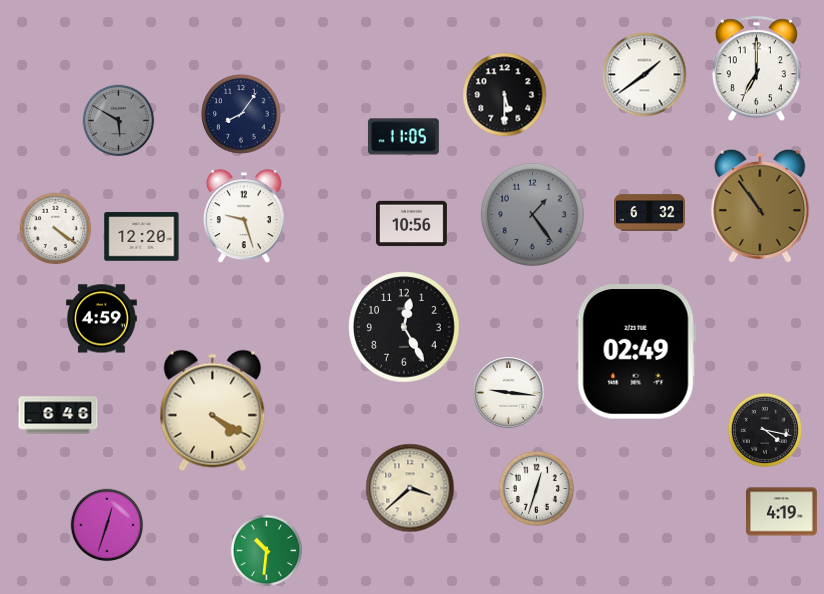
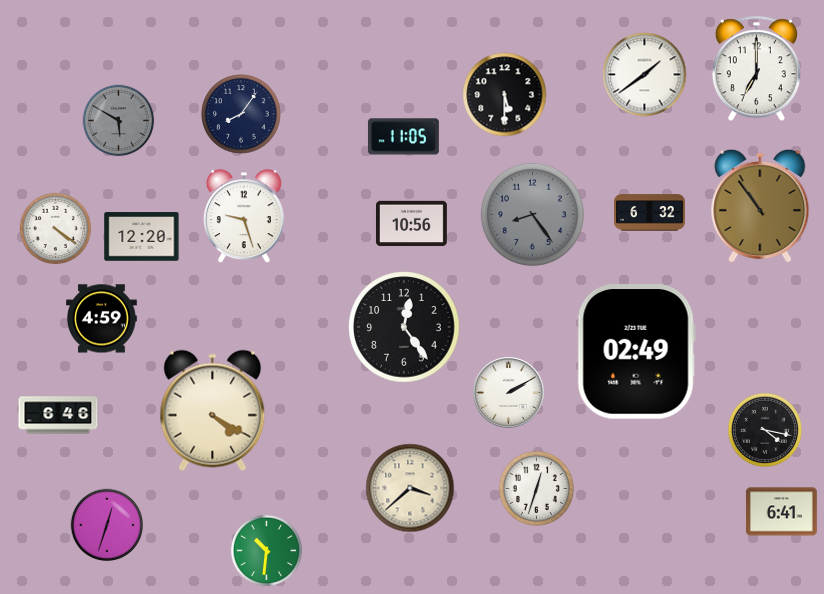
clock at (532, 214): 1:24 -> 8:24
clock at (404, 327): 12:25 -> 12:24
clock at (509, 393): 9:16 -> 2:10
clock at (781, 512): 4:19 -> 6:41
